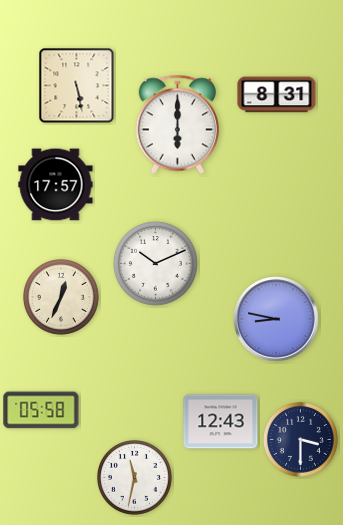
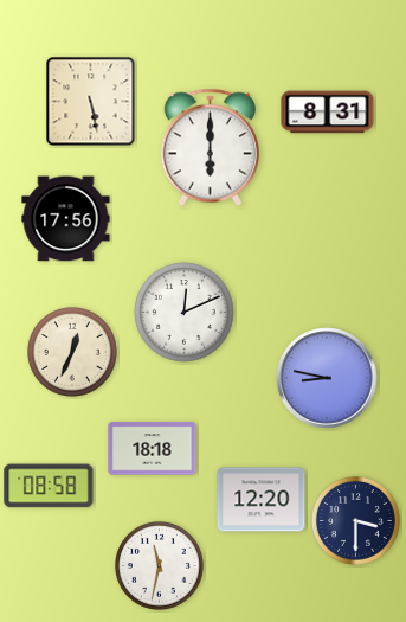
clock at (56, 185): 17:57 -> 17:56
clock at (156, 264): 10:11 -> 12:11
clock at (153, 449): none -> 18:18
clock at (41, 410): 05:58 -> 08:58
clock at (221, 422): 12:43 -> 12:20
